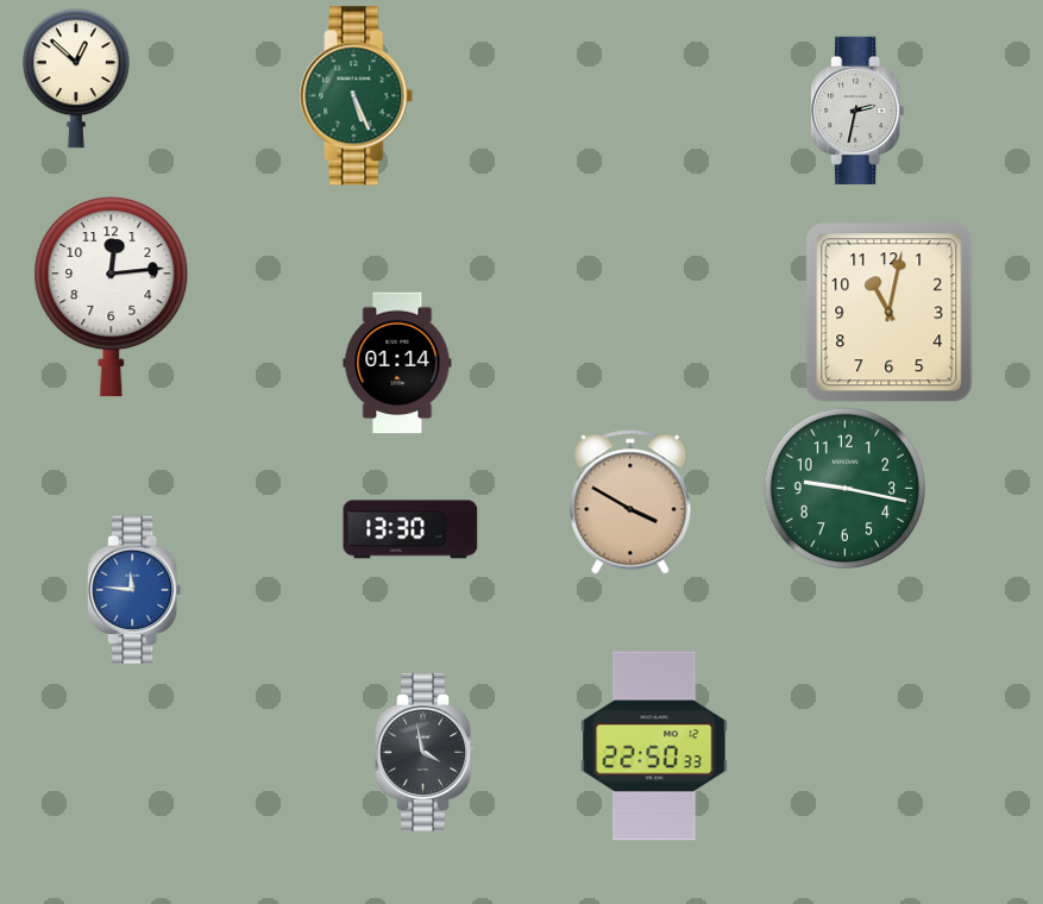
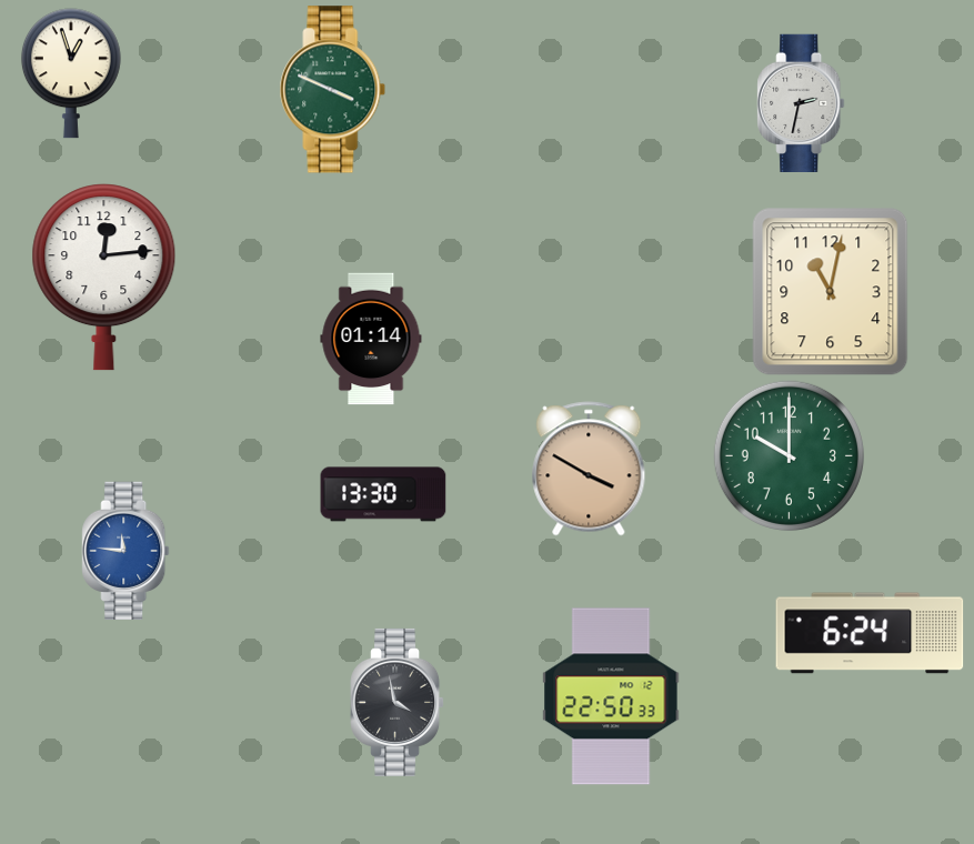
clock at (76, 79): 12:52 -> 12:57
clock at (357, 96): 5:26 -> 3:49
clock at (844, 488): 9:17 -> 10:00
clock at (870, 633): none -> 6:24
